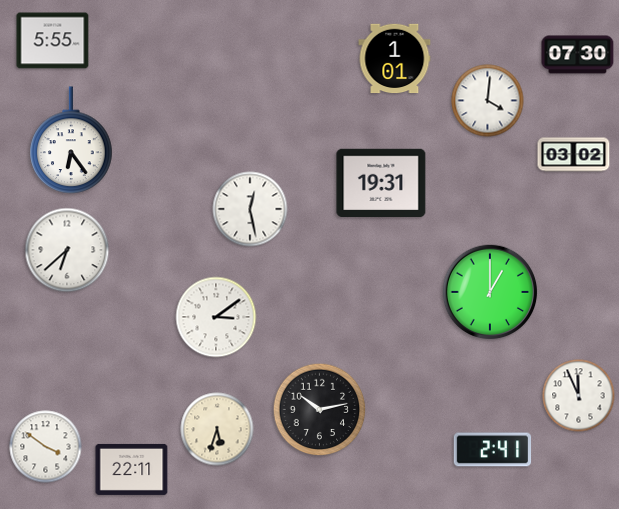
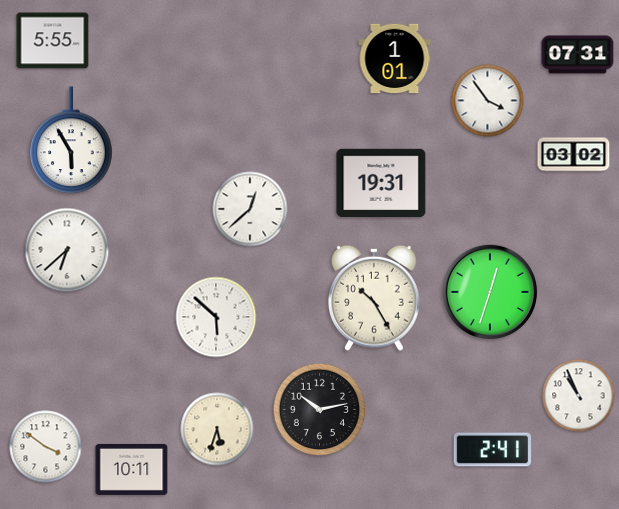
clock at (578, 55): 07:30 -> 07:31
clock at (488, 101): 4:01 -> 3:54
clock at (71, 140): 6:24 -> 5:55
clock at (250, 209): 12:28 -> 12:38
clock at (490, 292): 1:00 -> 12:33
clock at (375, 298): none -> 10:25
clock at (216, 317): 3:09 -> 5:52
clock at (579, 396): 11:56 -> 10:56
clock at (132, 469): 22:11 -> 10:11
